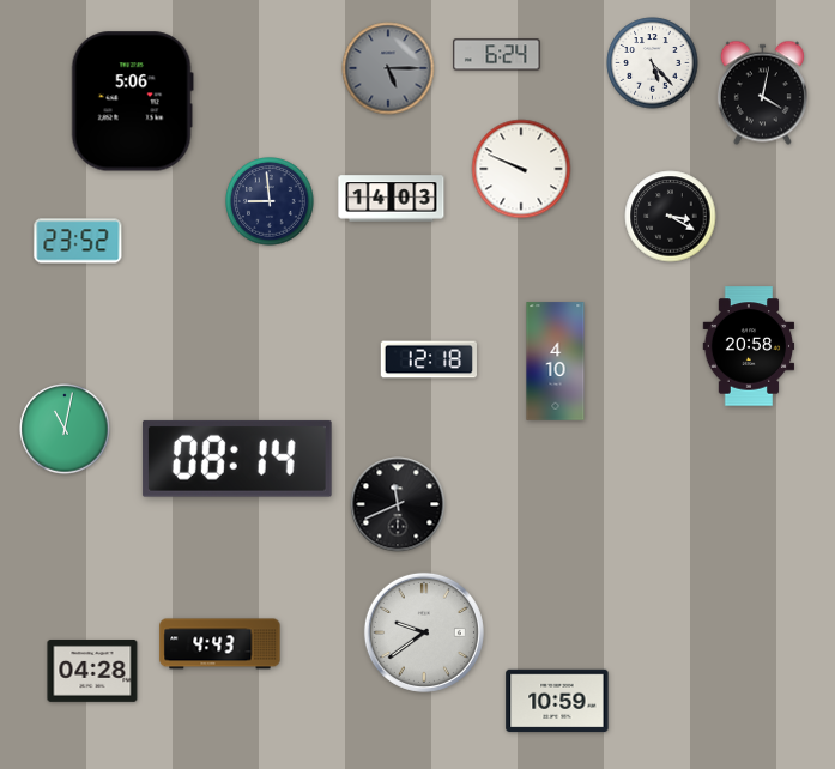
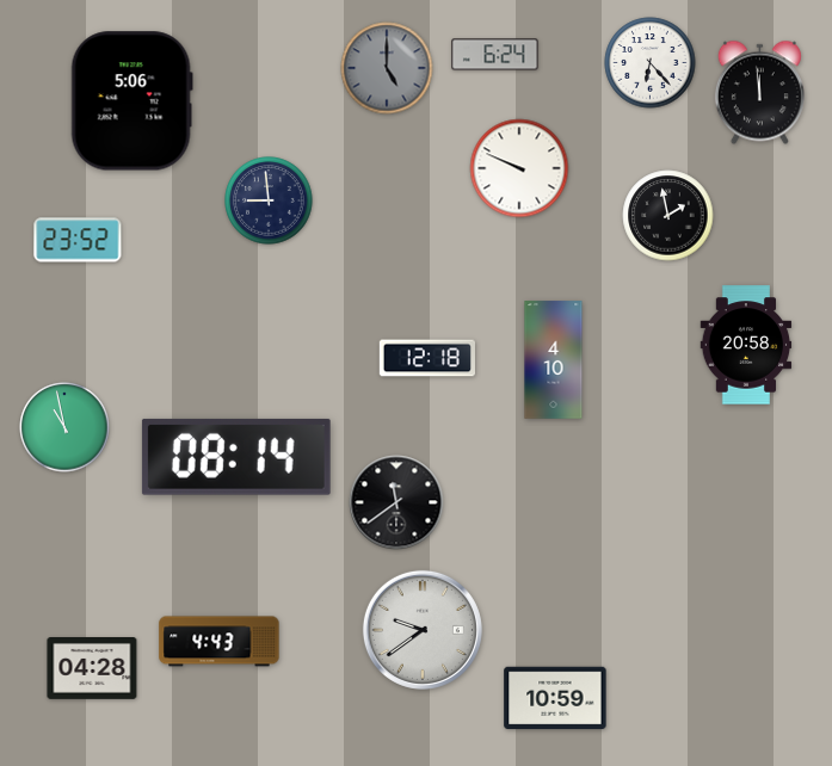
clock at (653, 63): 5:23 -> 6:23
clock at (388, 68): 5:15 -> 5:00
clock at (762, 93): 4:02 -> 11:59
clock at (392, 199): 14:03 -> none
clock at (671, 217): 3:20 -> 1:58
clock at (65, 429): 11:02 -> 10:58
clock at (398, 504): 11:41 -> 11:39
